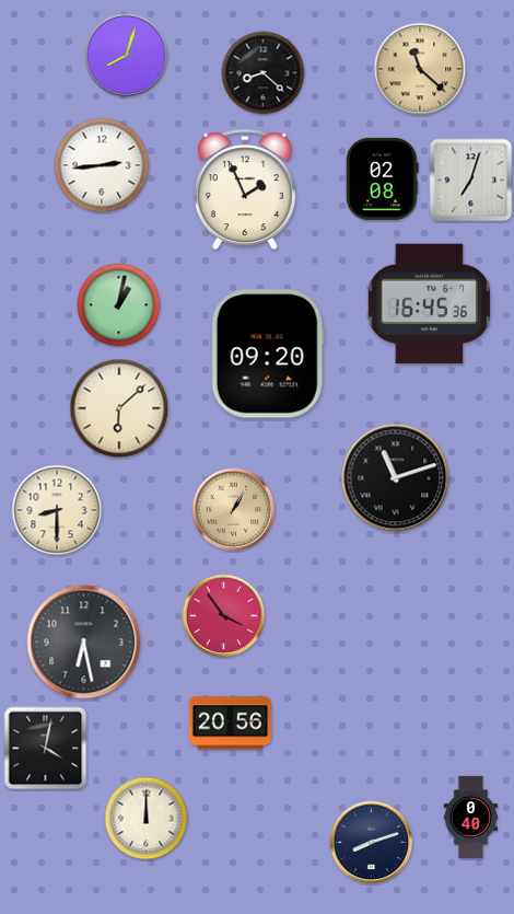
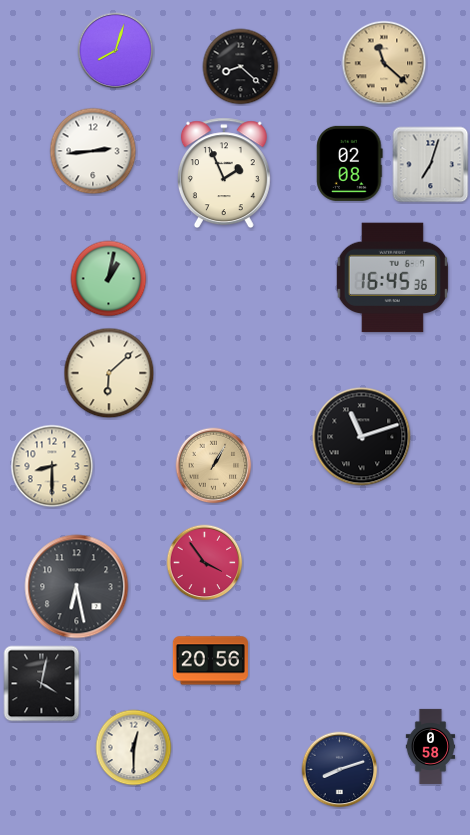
clock at (268, 354): 09:20 -> none
clock at (471, 817): 0:40 -> 0:58
clock at (147, 819): 12:00 -> 12:30
